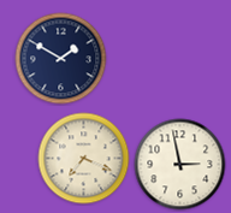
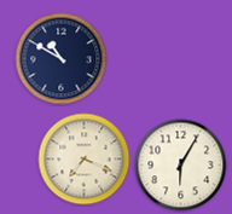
clock at (61, 59): 1:50 -> 10:50
clock at (180, 165): 2:58 -> 6:05
